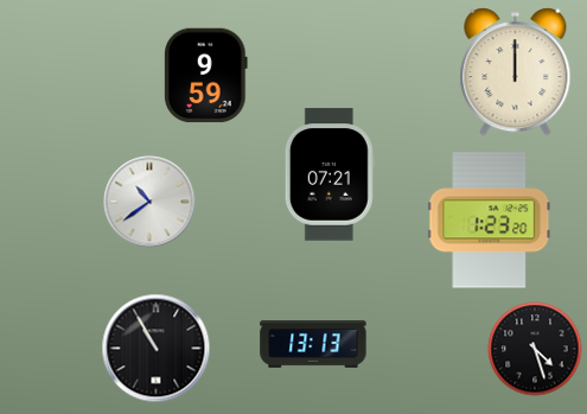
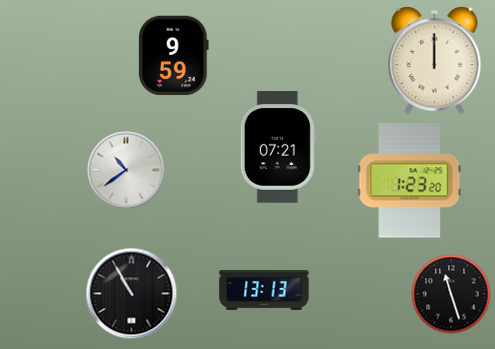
clock at (206, 76) position: (206, 76) -> (174, 56)
clock at (490, 221) position: (490, 221) -> (410, 181)
clock at (535, 349): 4:27 -> 11:27
